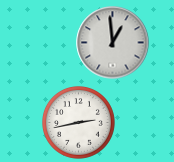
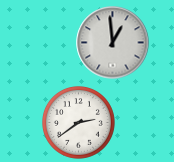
clock at (79, 123): 2:43 -> 2:39
